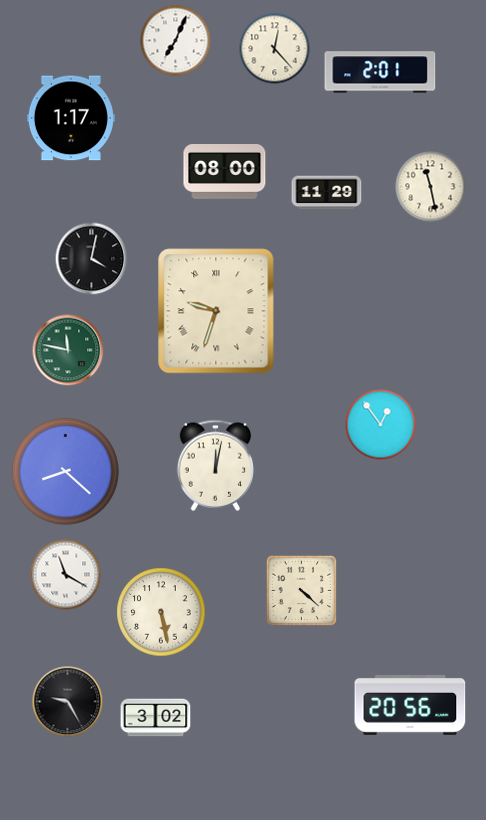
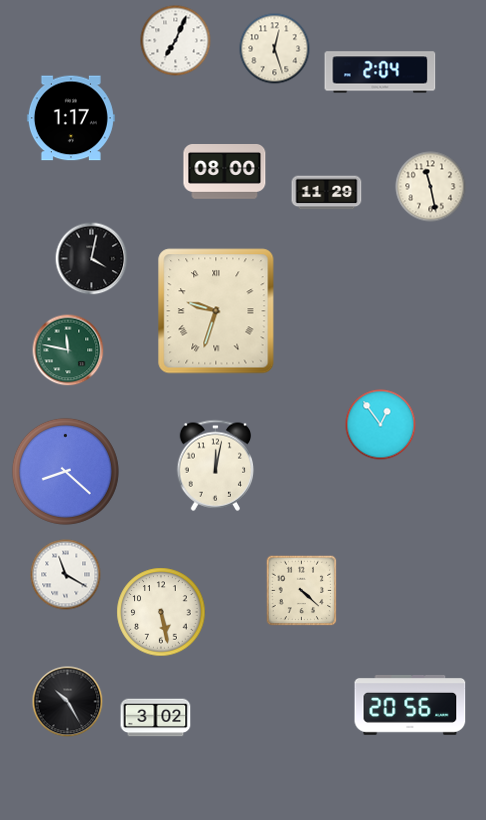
clock at (275, 49): 12:23 -> 12:27
clock at (380, 72): 2:01 -> 2:04
clock at (68, 702): 9:25 -> 10:25
